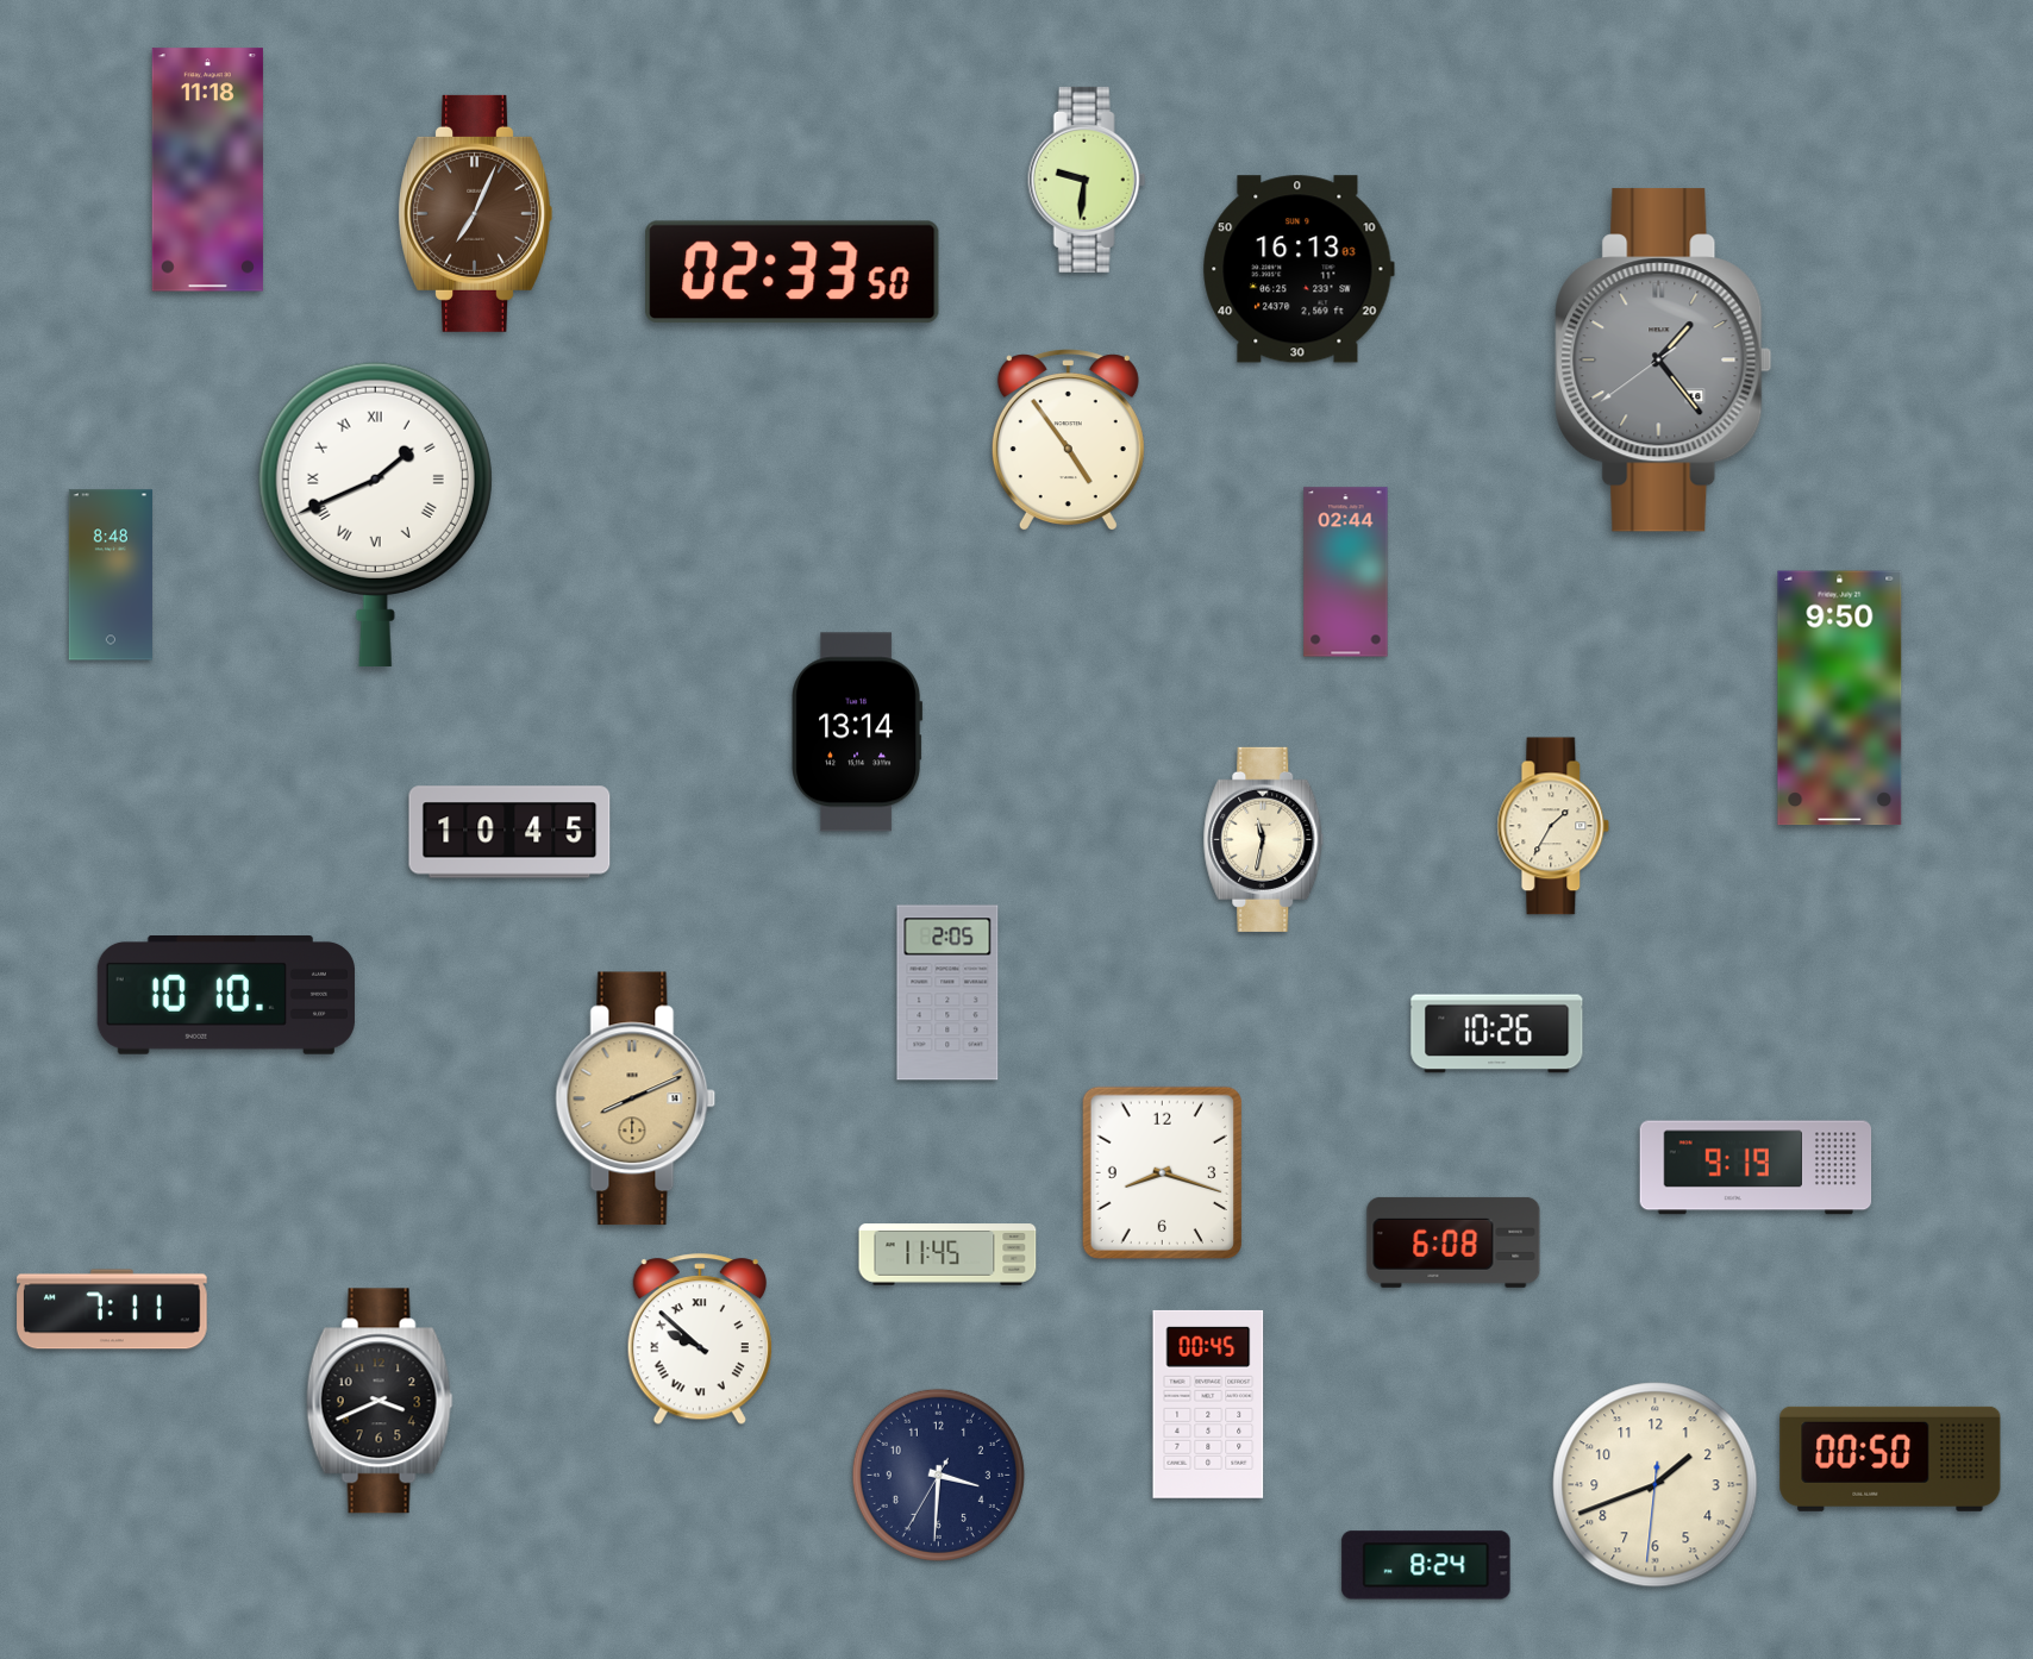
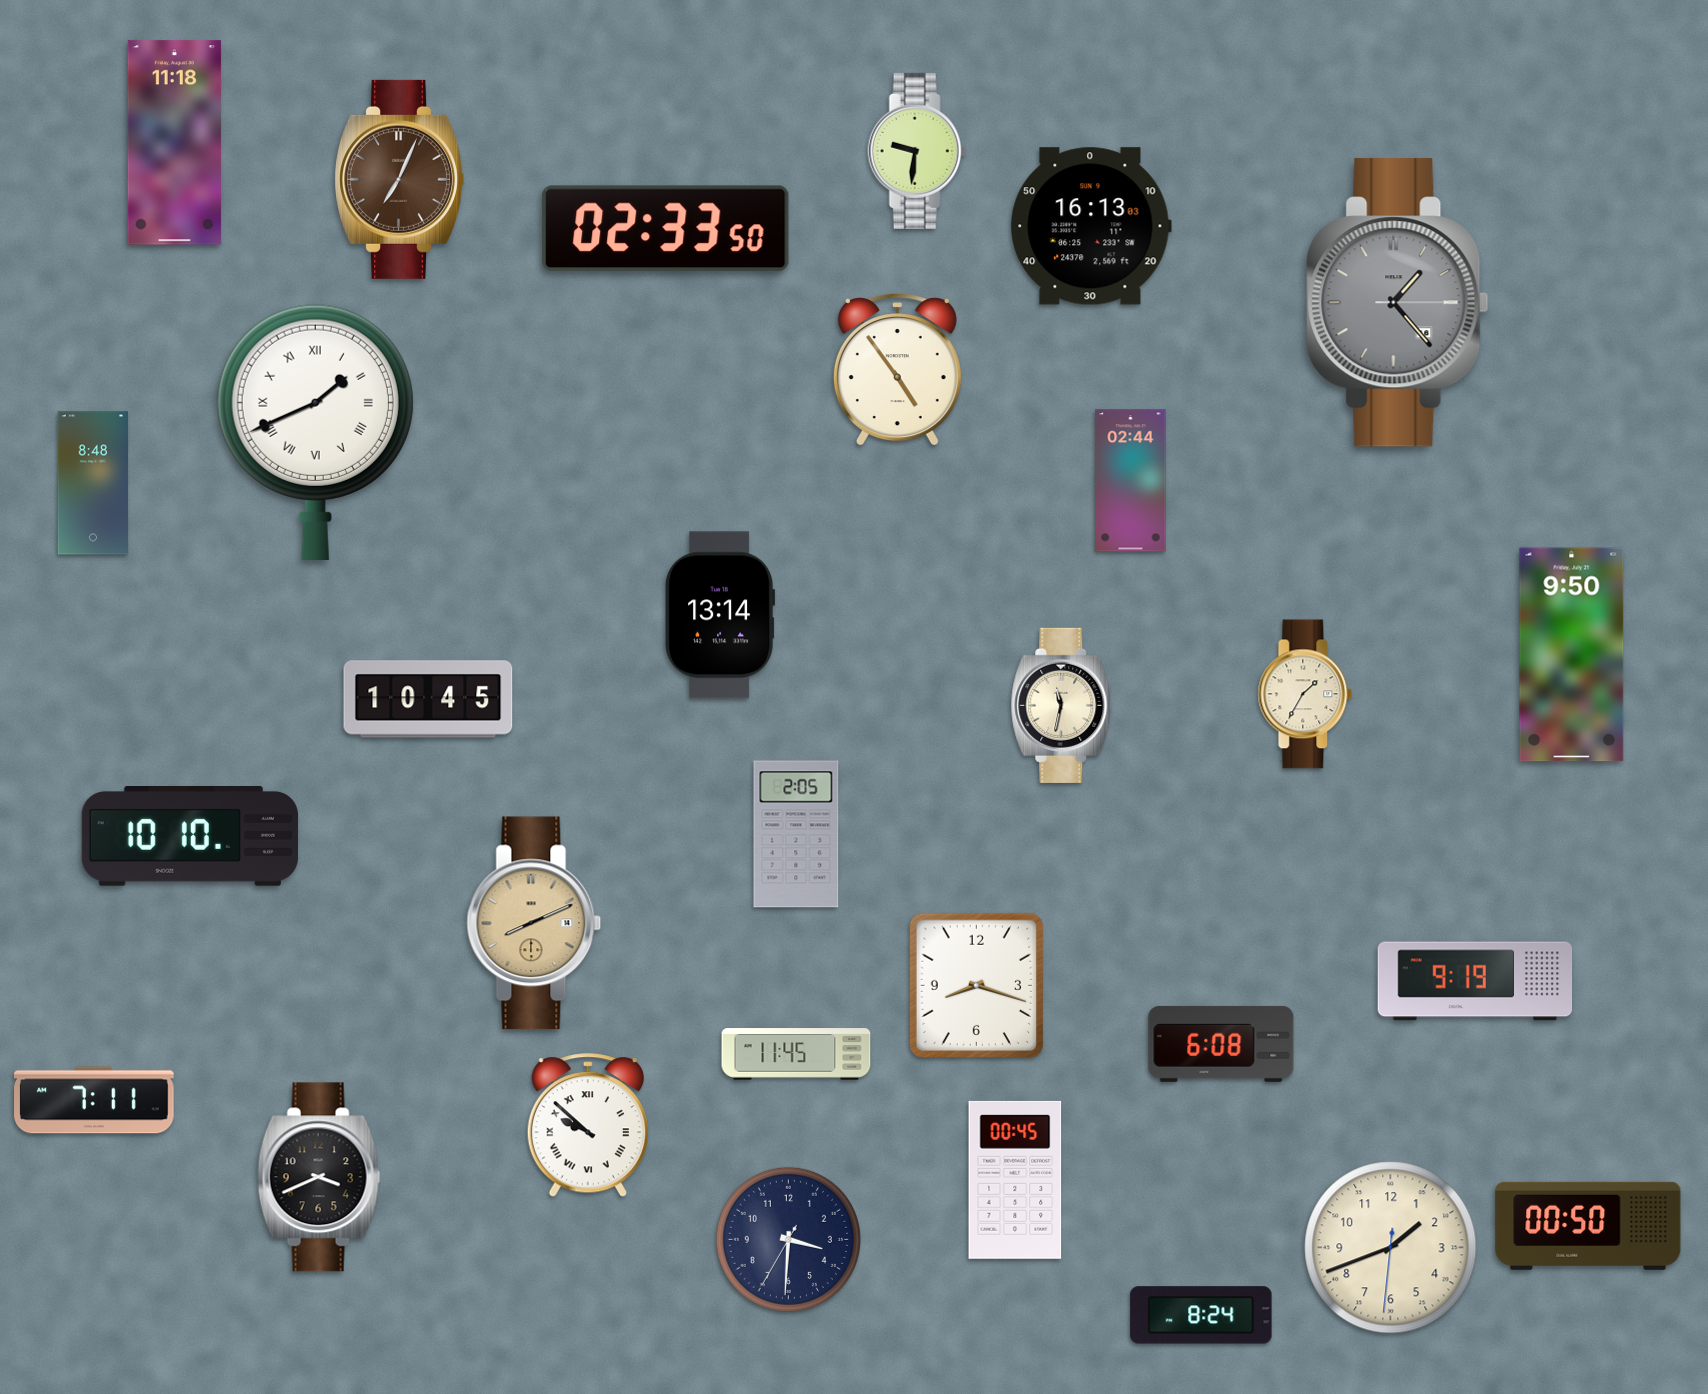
clock at (1087, 180) position: (1087, 180) -> (917, 151)
clock at (1664, 361): 1:23:39 -> 1:23:15
clock at (1840, 699) position: (1840, 699) -> (1572, 655)
clock at (1497, 1034): 10:26 -> none
clock at (1426, 1565) position: (1426, 1565) -> (1201, 1315)
